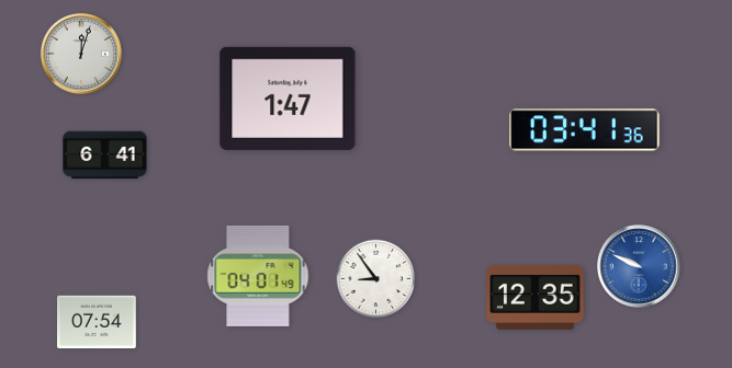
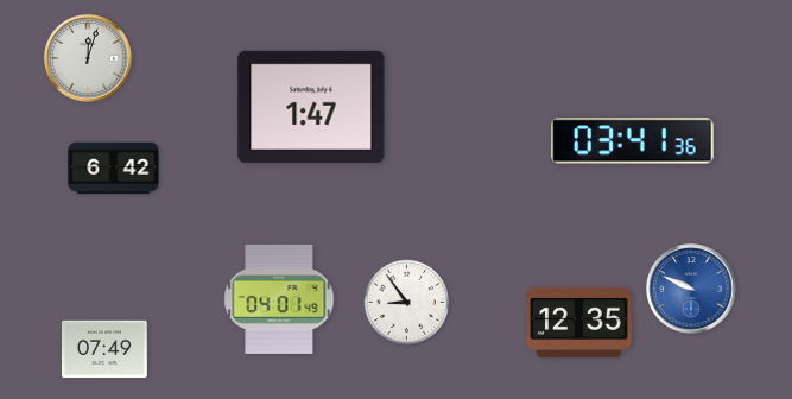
clock at (105, 156): 6:41 -> 6:42
clock at (98, 322): 07:54 -> 07:49
